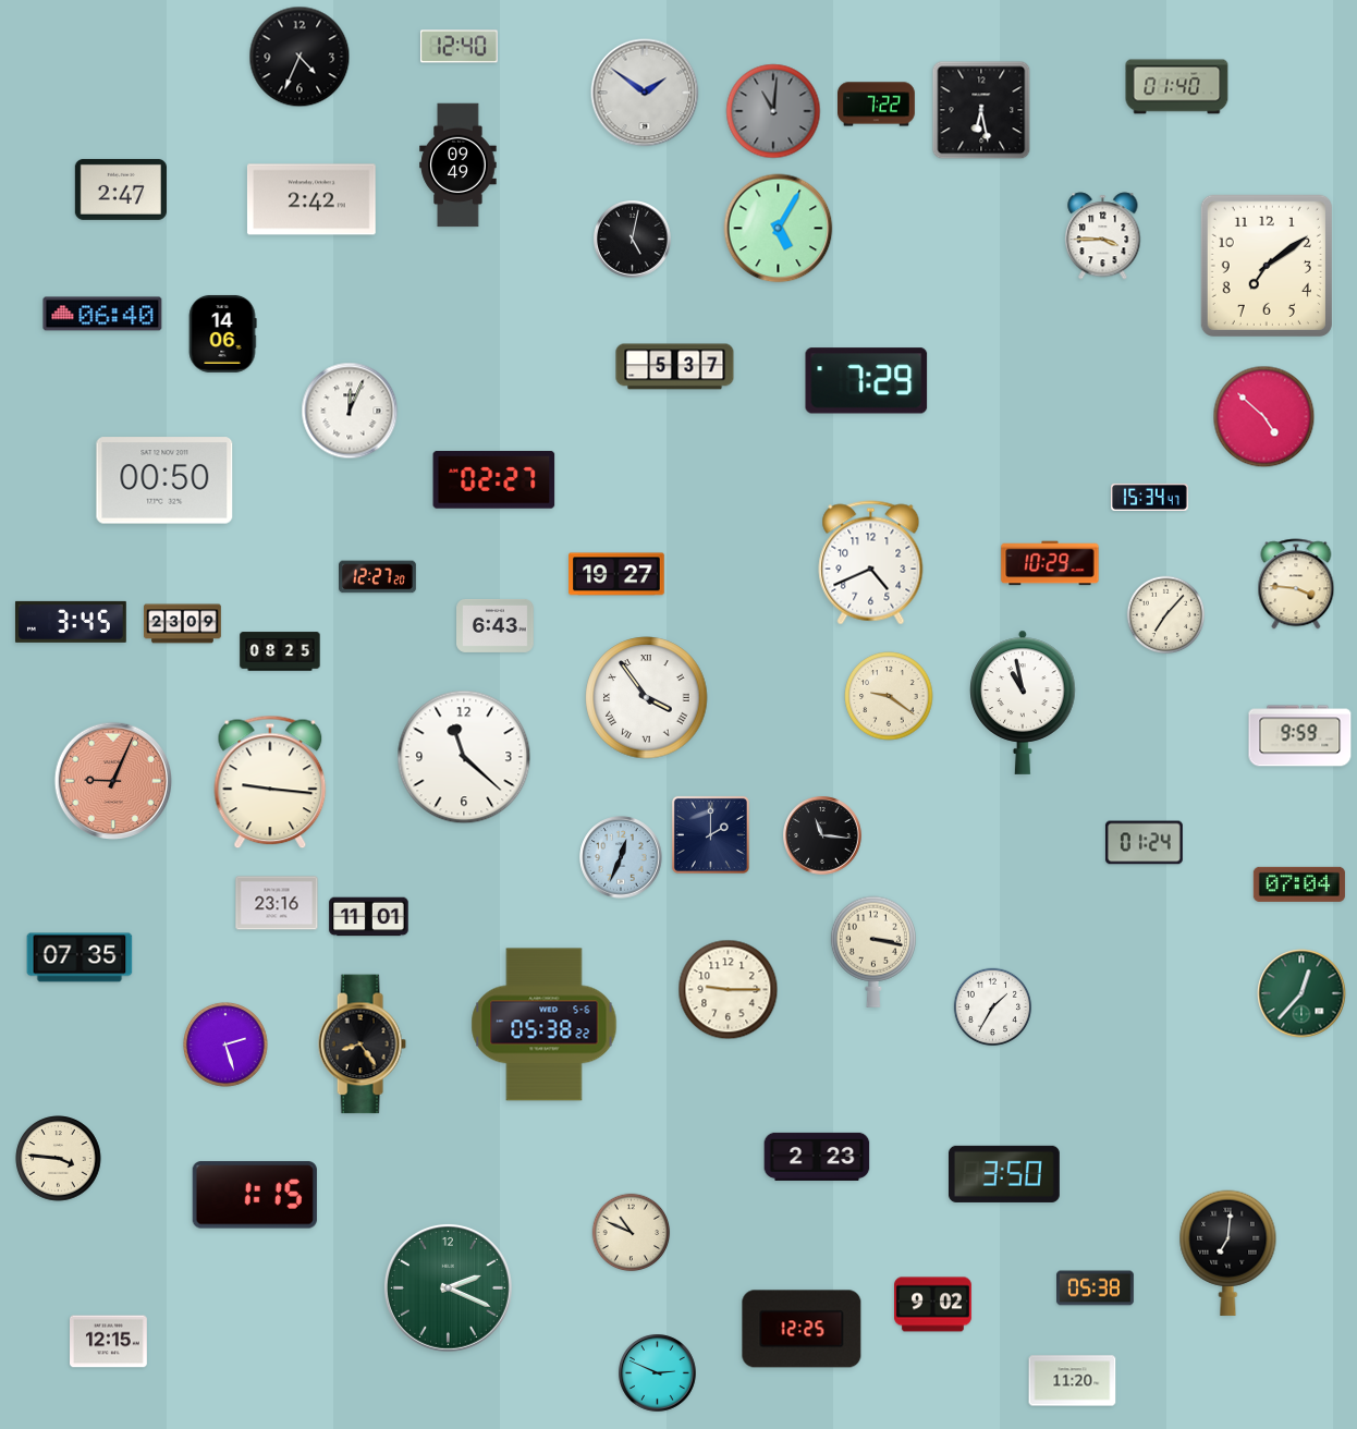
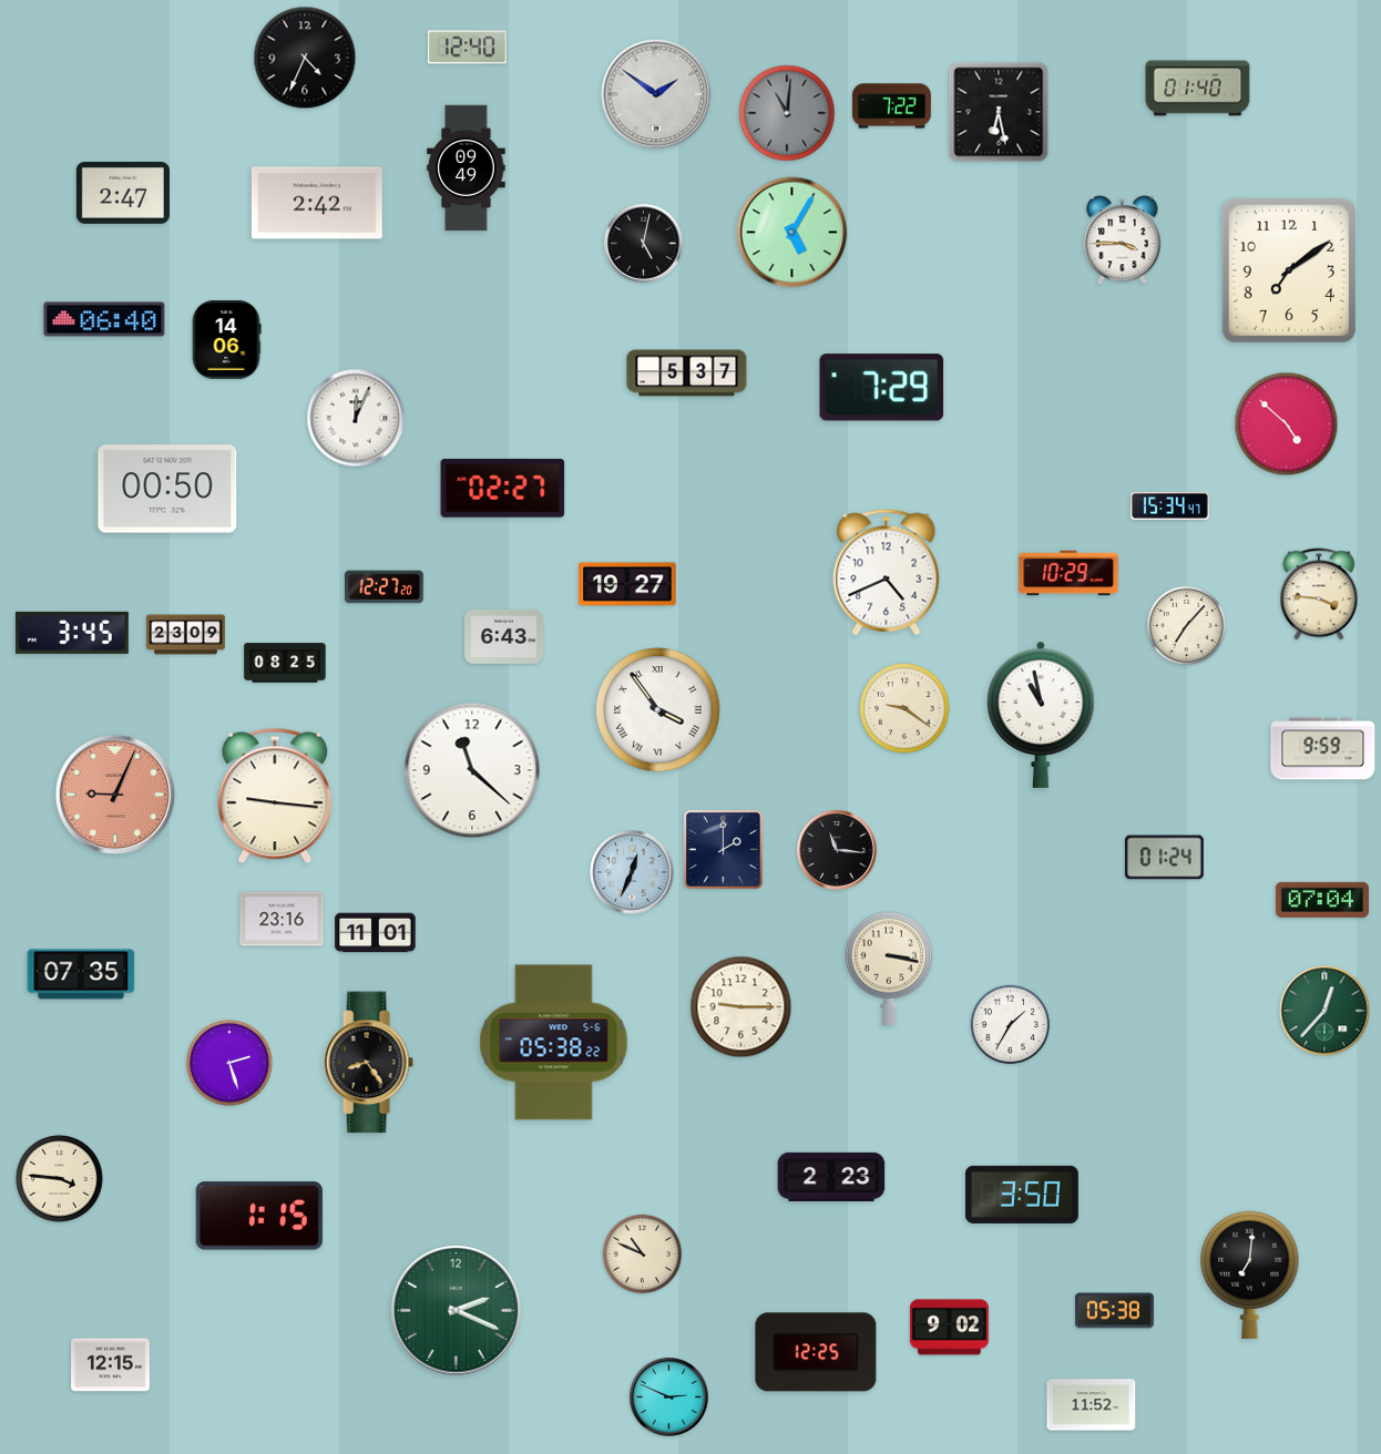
clock at (1073, 1381): 11:20 -> 11:52
